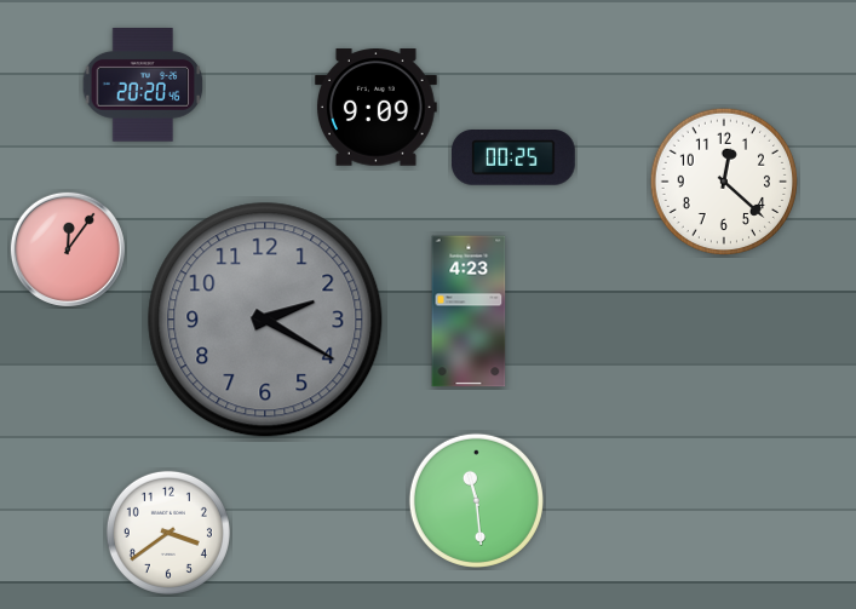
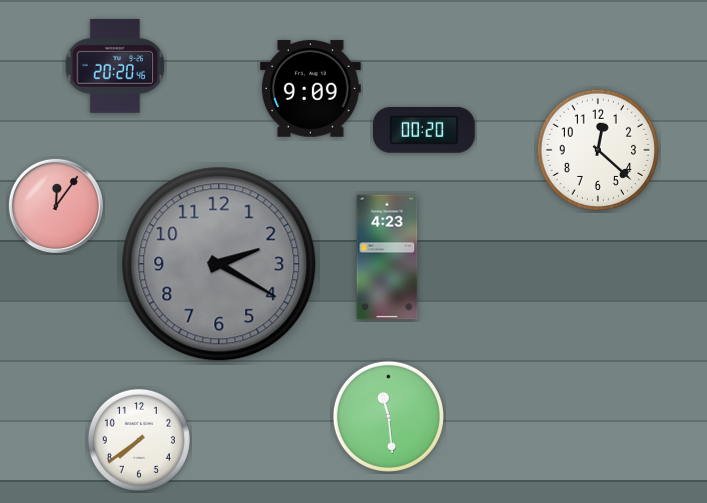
clock at (143, 85) position: (143, 85) -> (115, 66)
clock at (515, 159): 00:25 -> 00:20
clock at (476, 500) position: (476, 500) -> (388, 416)
clock at (168, 533): 3:39 -> 7:39
